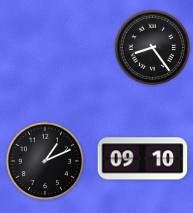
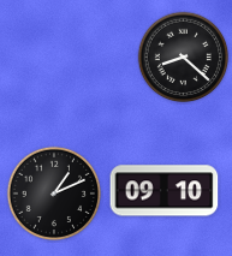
clock at (153, 48): 8:24 -> 8:22
clock at (143, 159) position: (143, 159) -> (165, 191)
